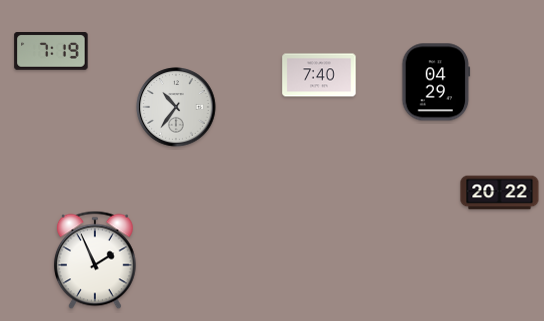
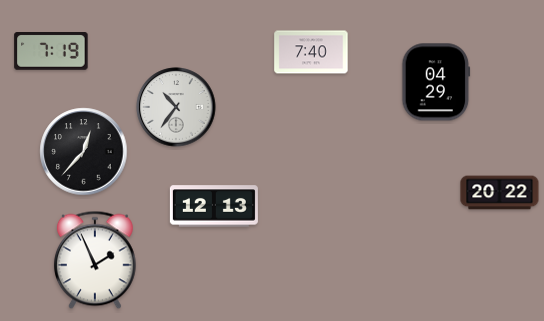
clock at (319, 75) position: (319, 75) -> (311, 52)
clock at (84, 152): none -> 12:37
clock at (214, 206): none -> 12:13
